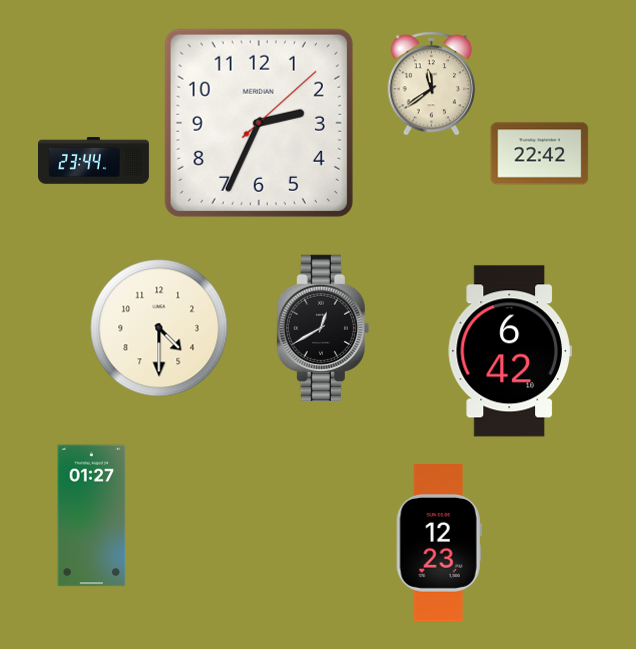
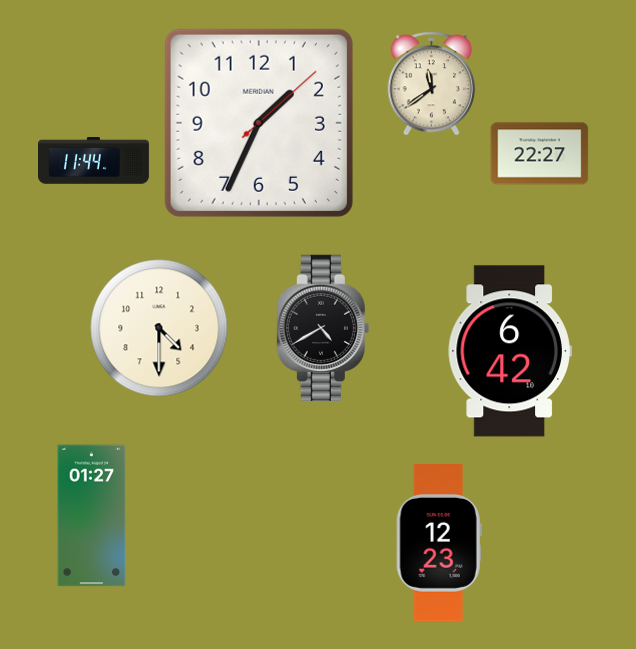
clock at (259, 123): 2:34 -> 1:34
clock at (540, 154): 22:42 -> 22:27
clock at (94, 161): 23:44 -> 11:44
clock at (323, 328): 12:40 -> 4:40
